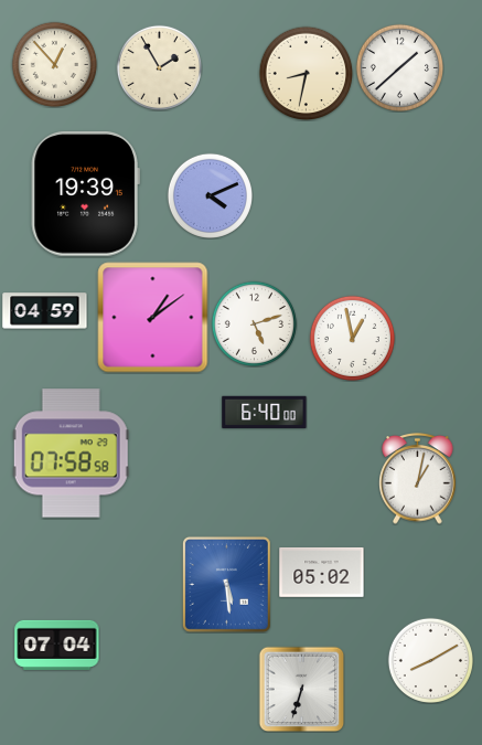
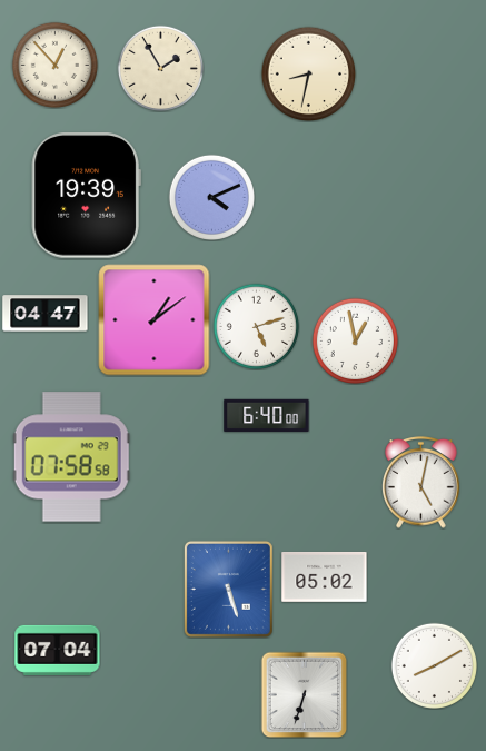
clock at (399, 67): 1:38 -> none
clock at (45, 311): 04:59 -> 04:47
clock at (418, 479): 1:02 -> 5:02
clock at (226, 584): 5:29 -> 5:27
